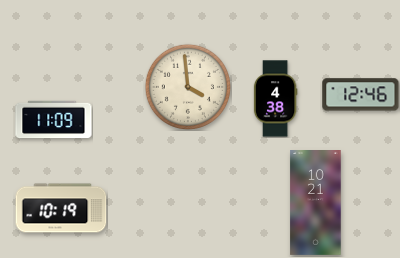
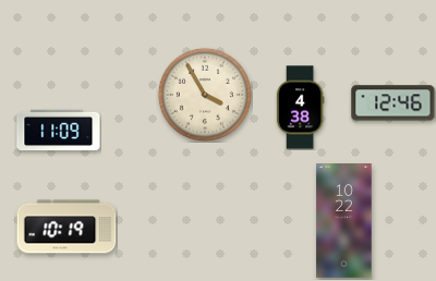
clock at (188, 87): 3:59 -> 3:55
clock at (316, 203): 10:21 -> 10:22
